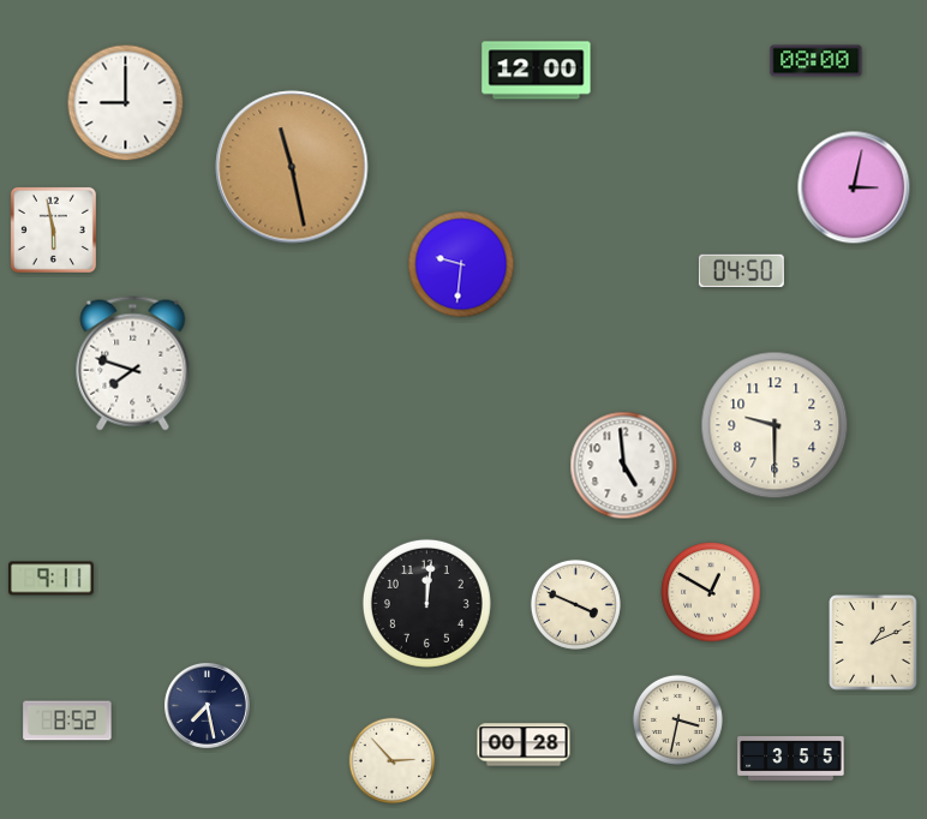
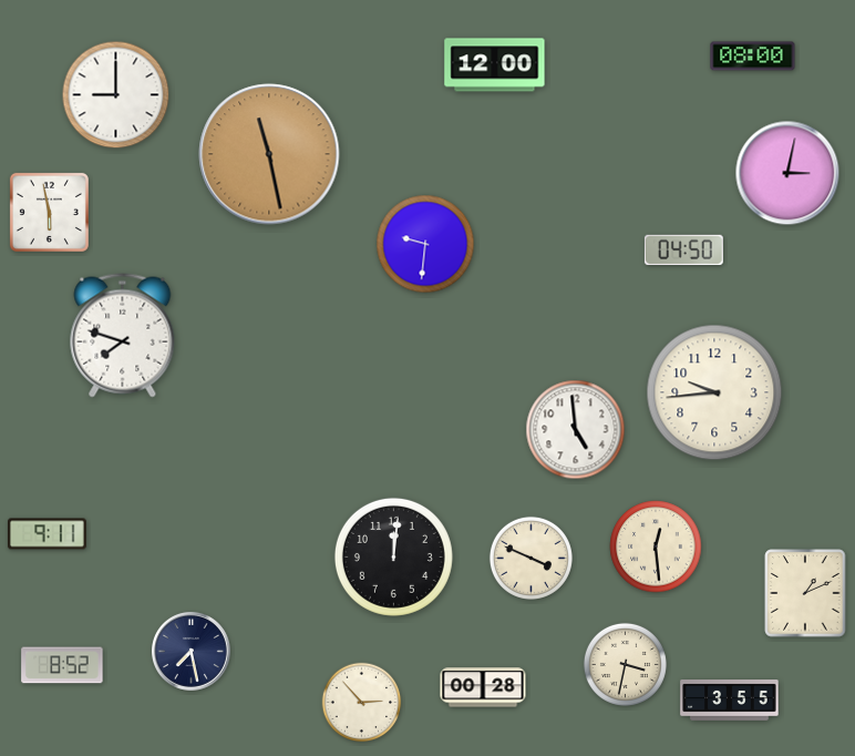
clock at (775, 425): 9:30 -> 9:44
clock at (711, 592): 12:50 -> 12:29
